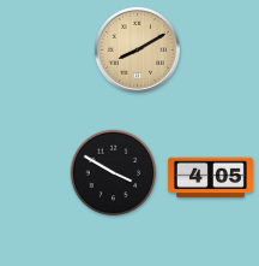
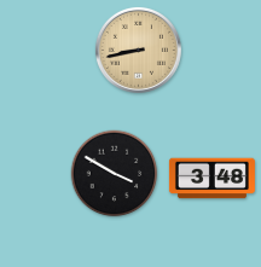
clock at (137, 49): 8:10 -> 8:43
clock at (210, 178): 4:05 -> 3:48
